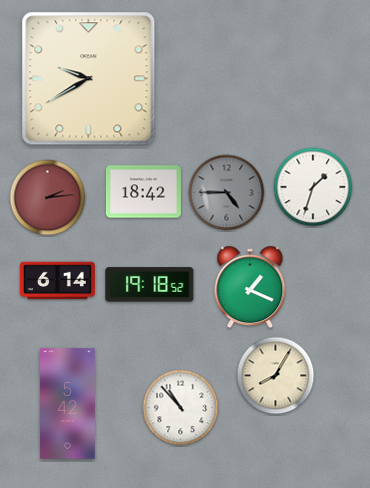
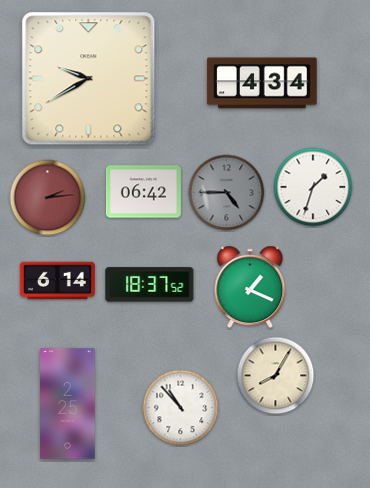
clock at (262, 83): none -> 4:34
clock at (143, 192): 18:42 -> 06:42
clock at (150, 285): 19:18 -> 18:37
clock at (68, 404): 5:42 -> 2:25
